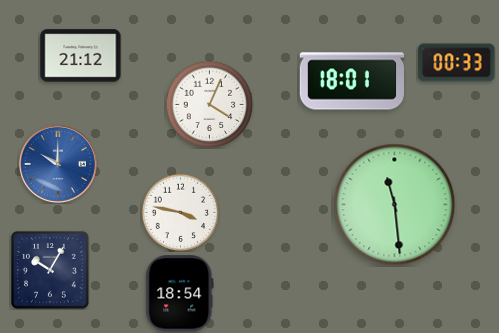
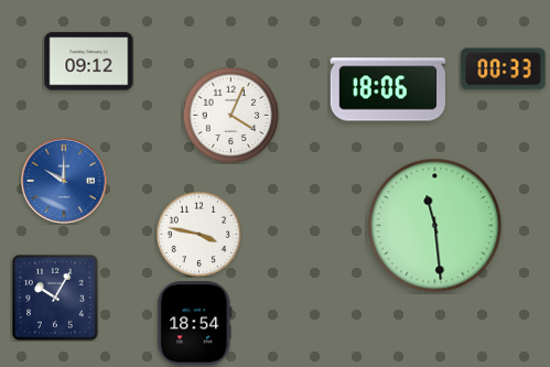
clock at (81, 56): 21:12 -> 09:12
clock at (351, 81): 18:01 -> 18:06
clock at (180, 294) position: (180, 294) -> (195, 324)
